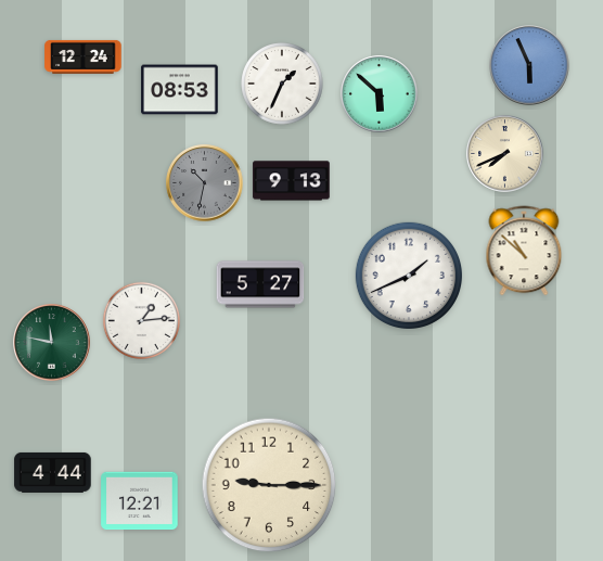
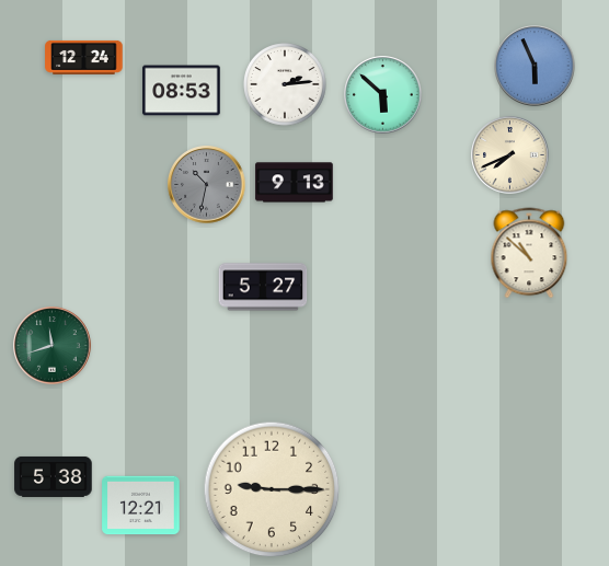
clock at (282, 84): 1:34 -> 2:14
clock at (408, 275): 1:41 -> none
clock at (141, 320): 1:14 -> none
clock at (52, 343): 11:47 -> 11:42
clock at (53, 472): 4:44 -> 5:38
